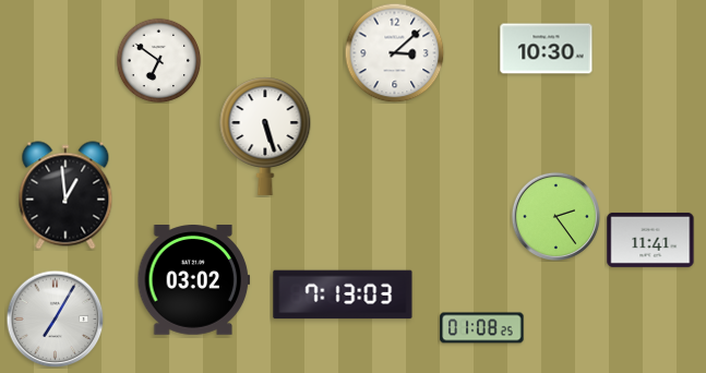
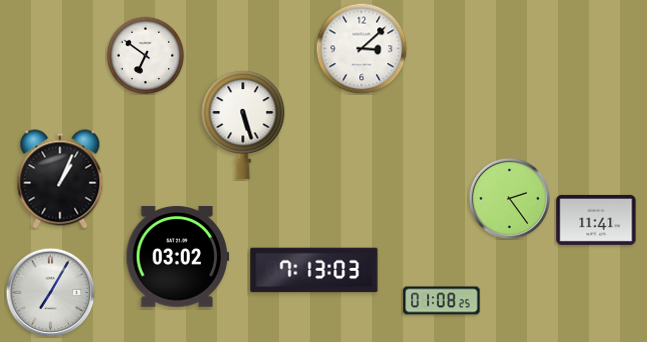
clock at (547, 49): 10:30 -> none
clock at (65, 195): 12:59 -> 1:04
